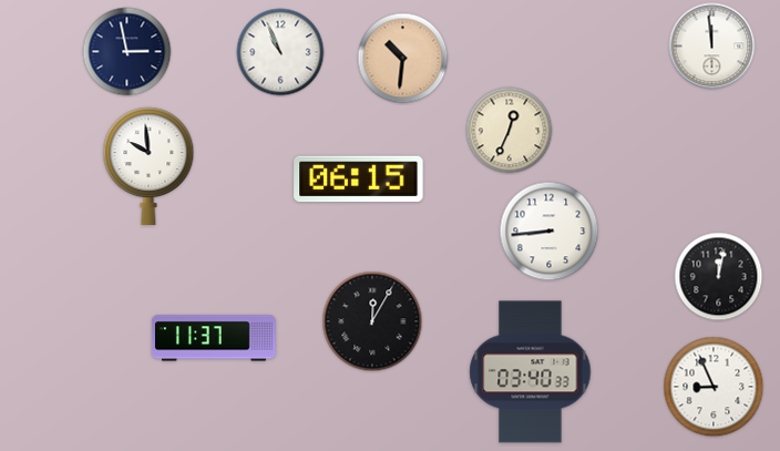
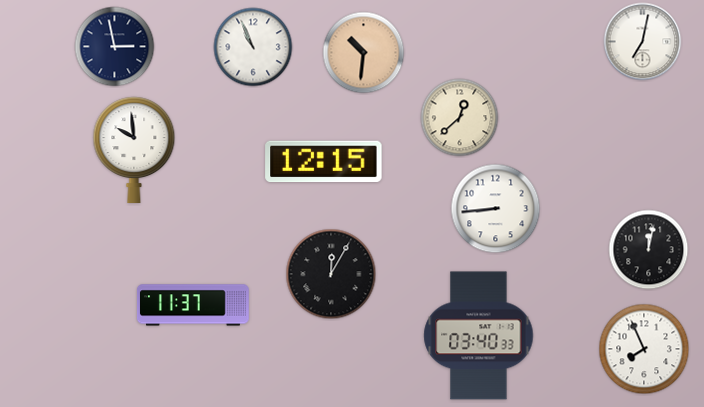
clock at (712, 47): 11:59 -> 7:02
clock at (510, 131): 12:34 -> 12:38
clock at (359, 180): 06:15 -> 12:15
clock at (372, 321) position: (372, 321) -> (331, 274)
clock at (714, 387): 8:56 -> 7:56
